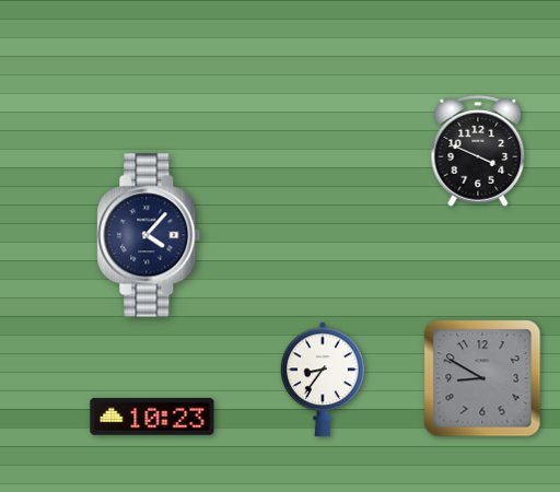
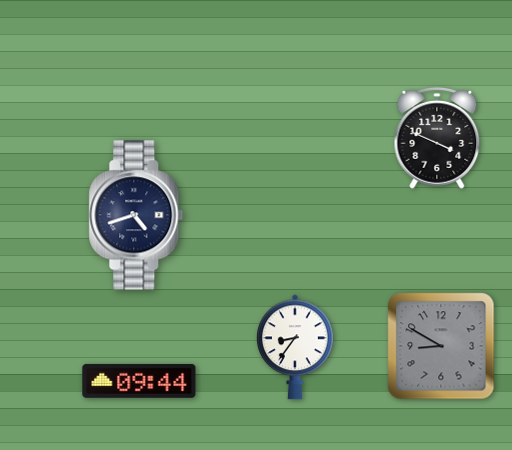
clock at (149, 235): 4:07 -> 4:42
clock at (152, 417): 10:23 -> 09:44
